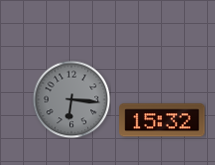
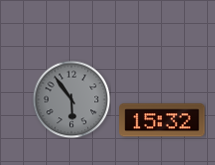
clock at (71, 99): 6:16 -> 5:54
